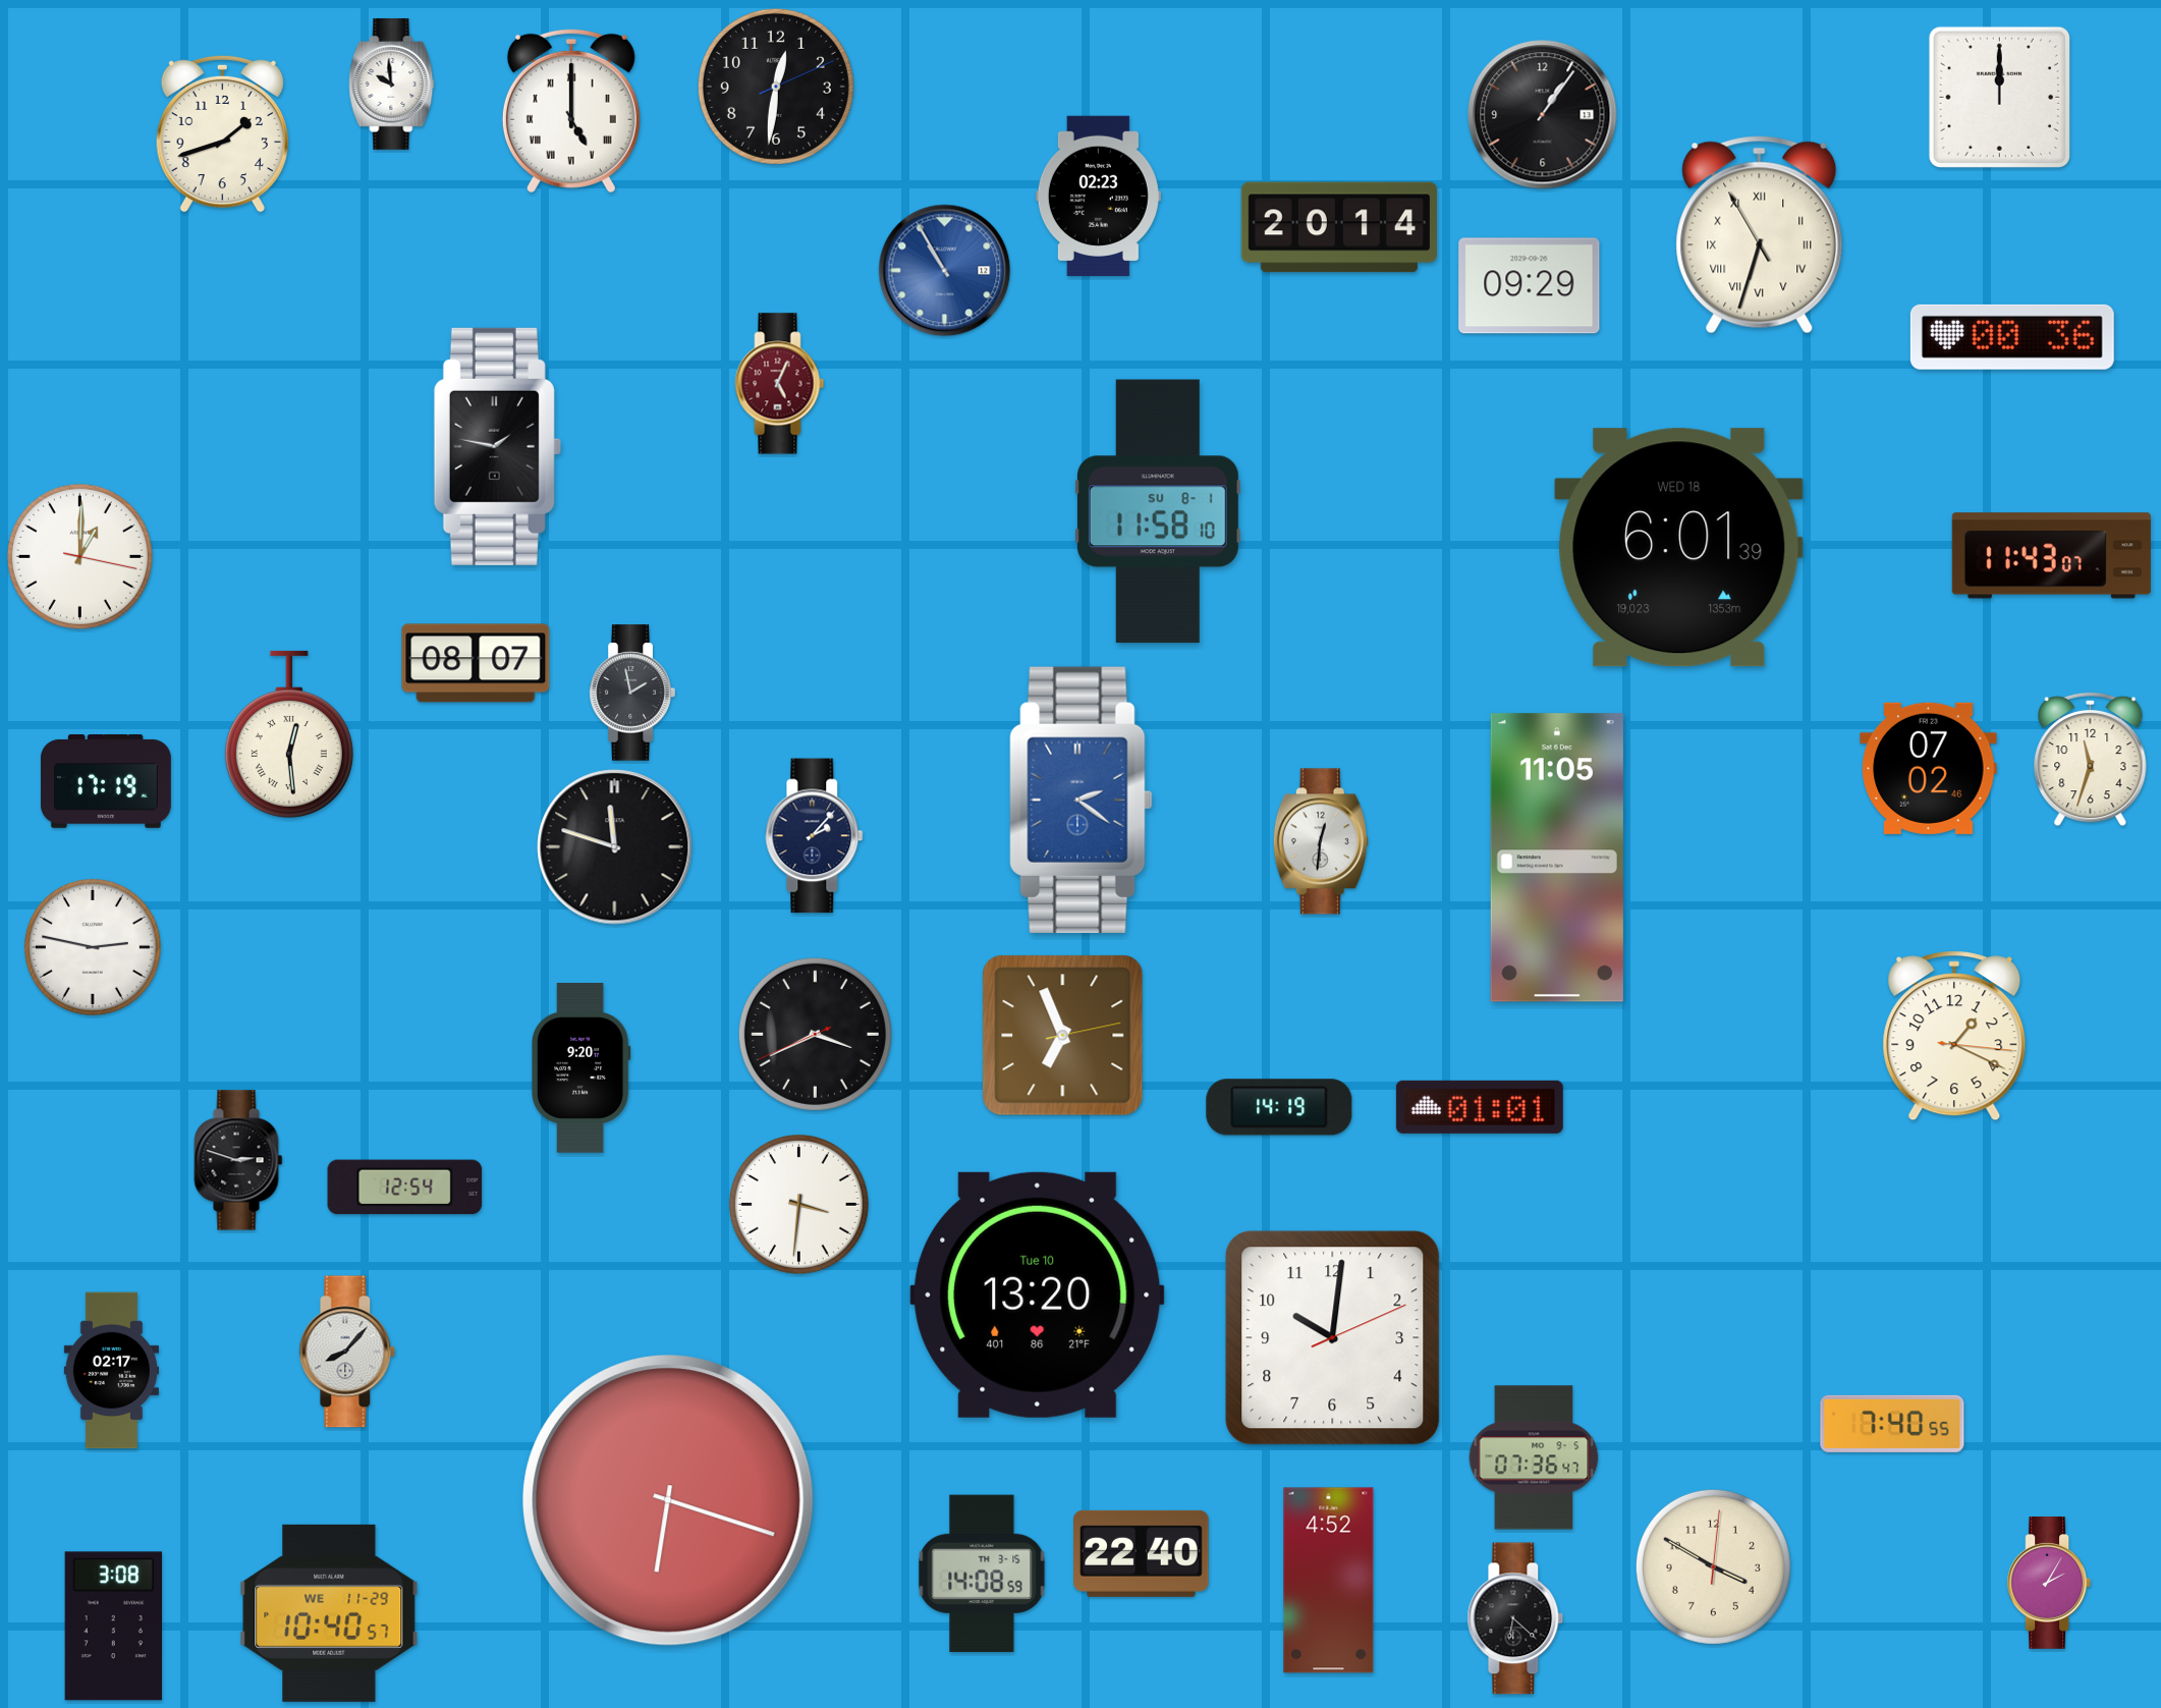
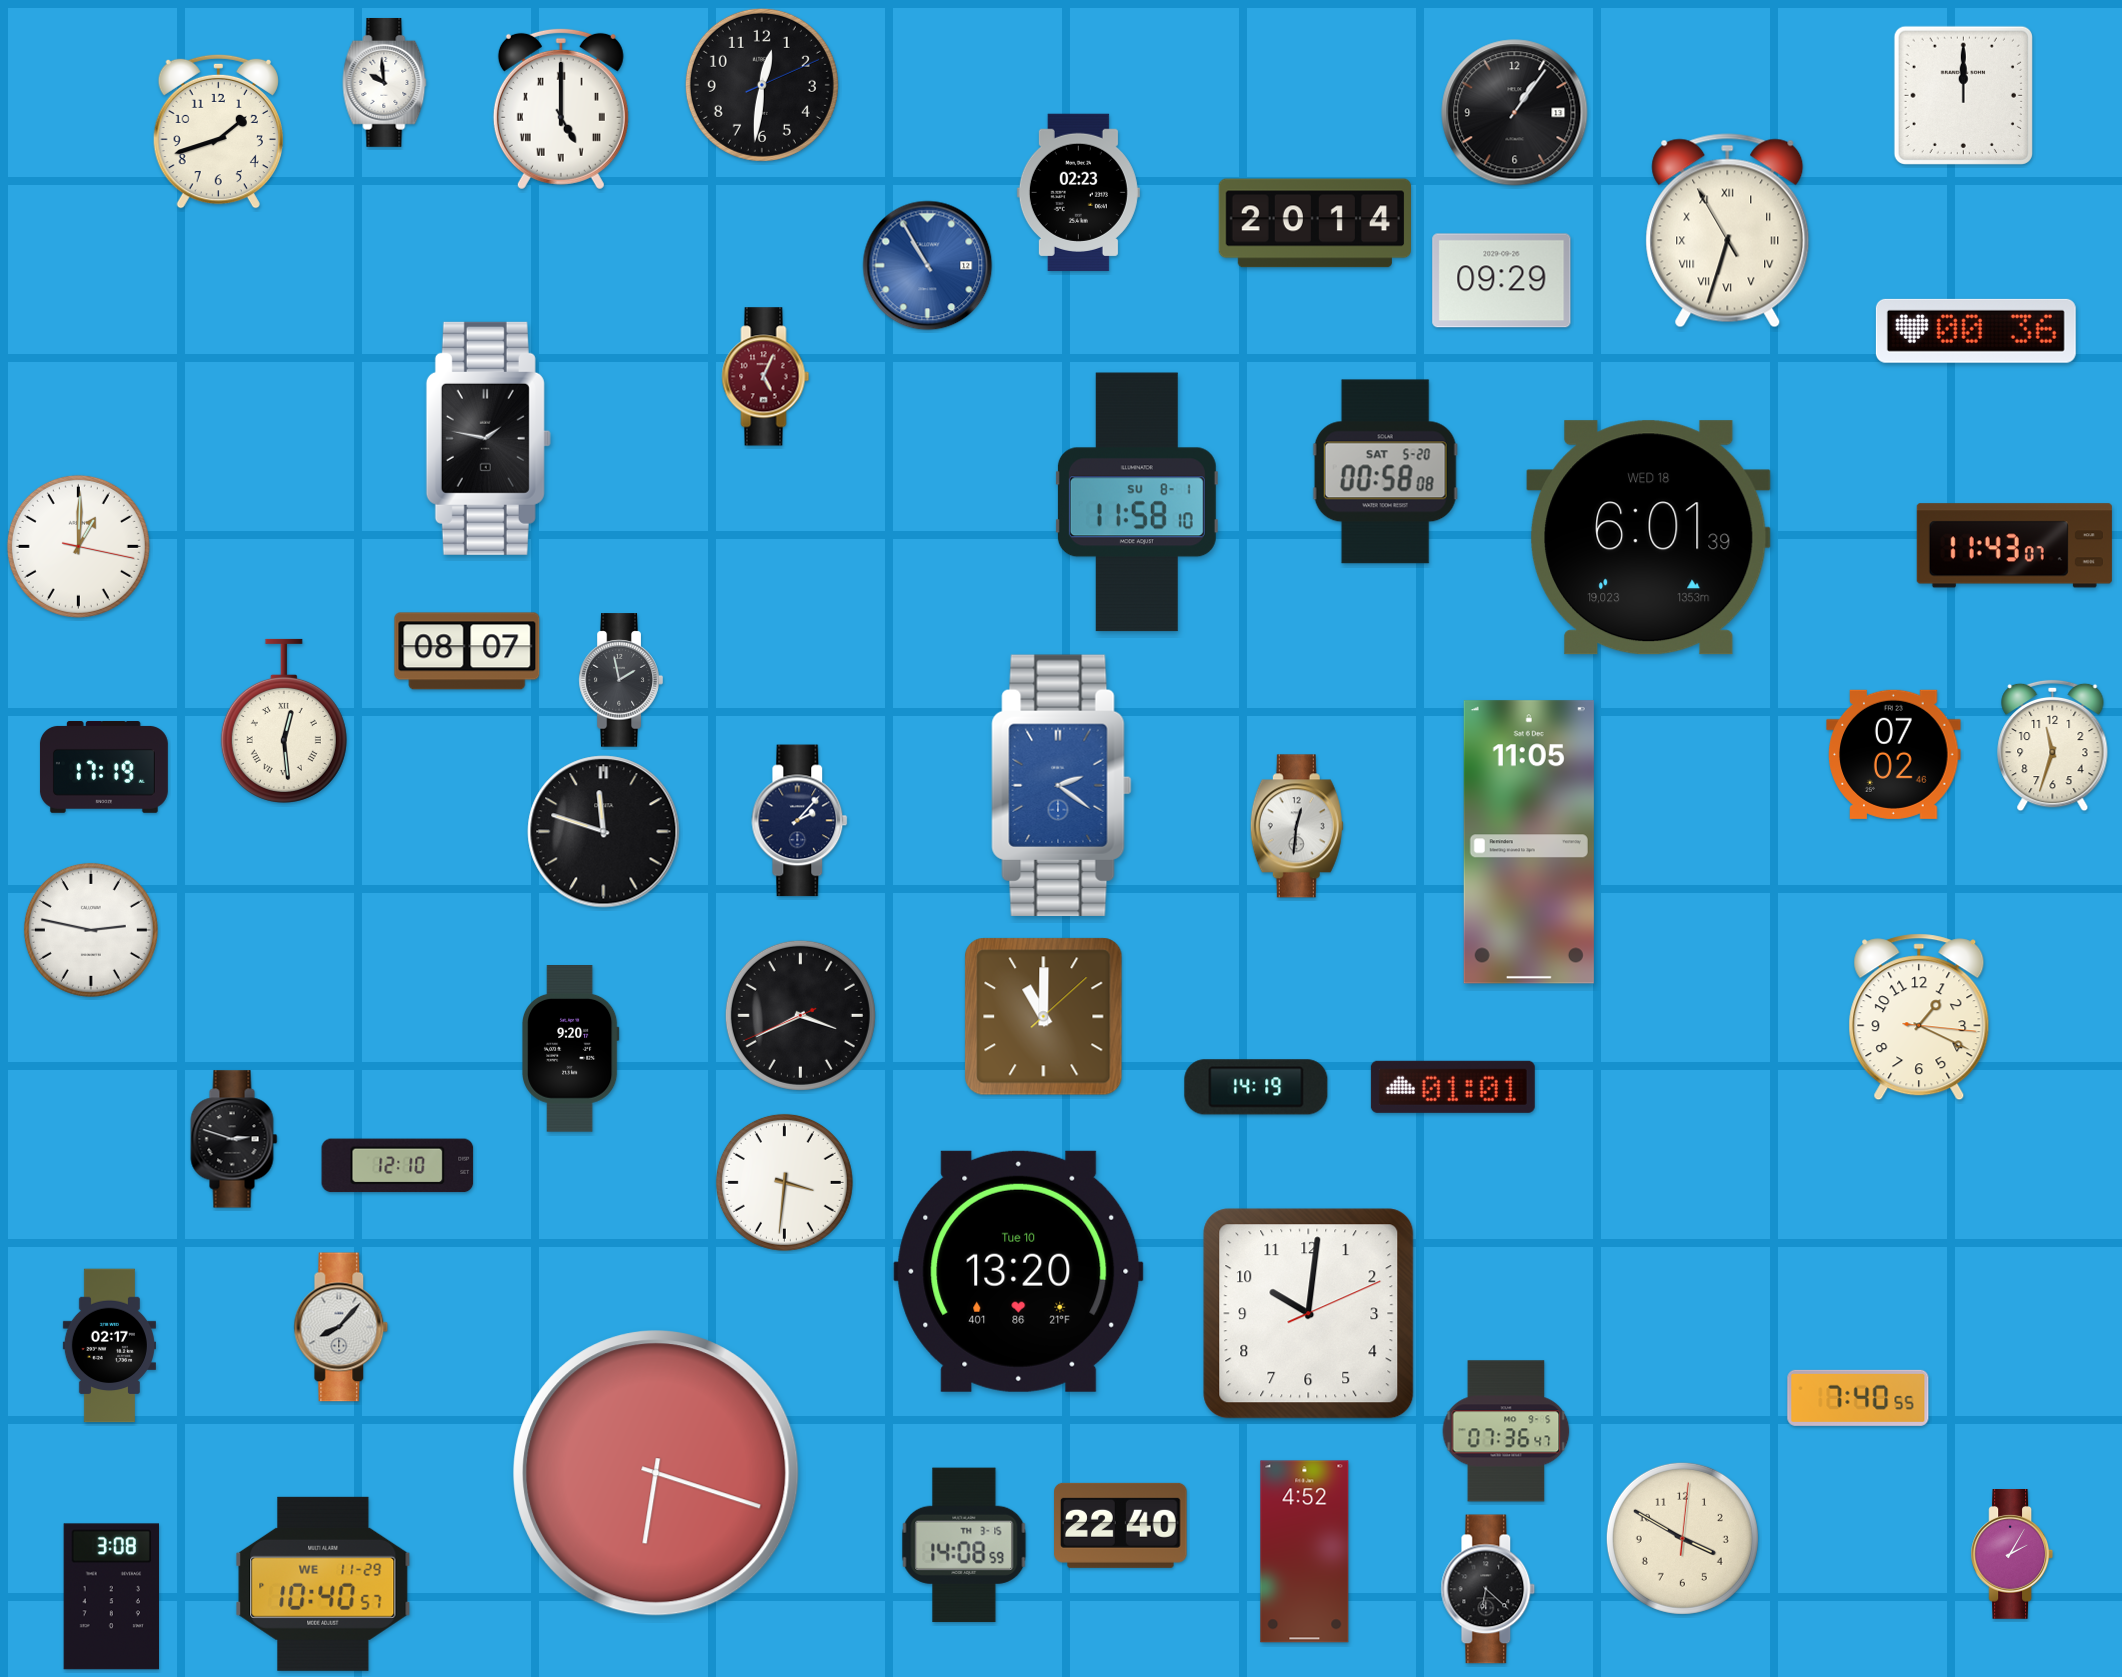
clock at (1385, 472): none -> 00:58
clock at (1063, 1036): 6:56 -> 11:00
clock at (405, 1188): 12:54 -> 12:10
